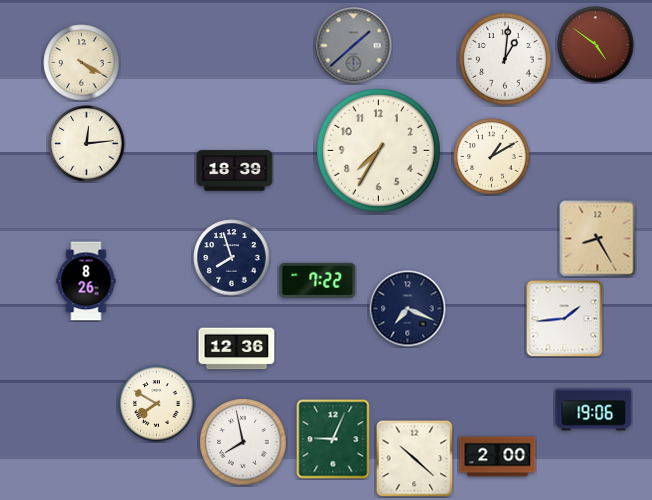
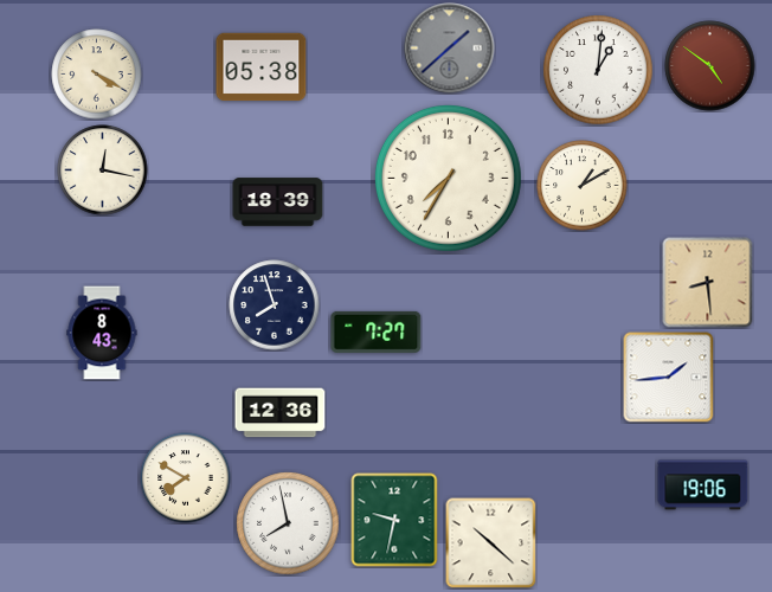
clock at (596, 45) position: (596, 45) -> (710, 66)
clock at (354, 46) position: (354, 46) -> (450, 49)
clock at (262, 67): none -> 05:38
clock at (87, 144): 12:14 -> 12:17
clock at (598, 239): 8:25 -> 8:29
clock at (318, 280): 7:22 -> 7:27
clock at (86, 281): 8:26 -> 8:43
clock at (408, 309): 7:19 -> none
clock at (333, 439): 9:04 -> 9:32
clock at (498, 457): 2:00 -> none
